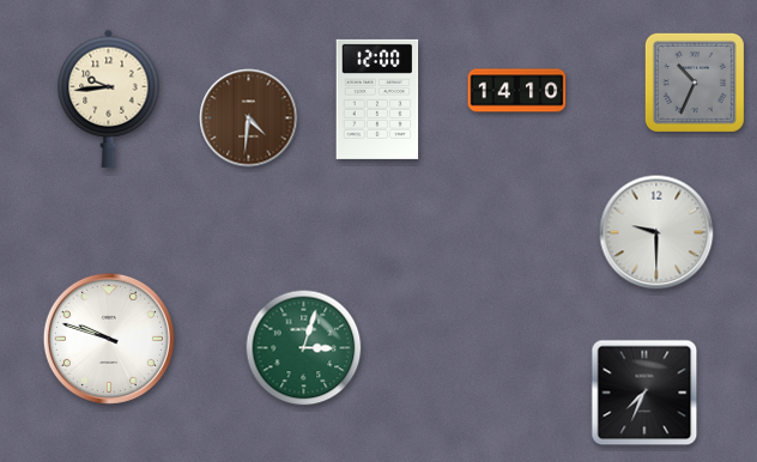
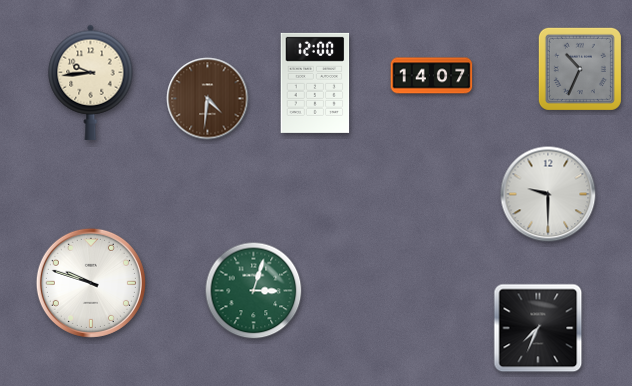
clock at (517, 91): 14:10 -> 14:07
